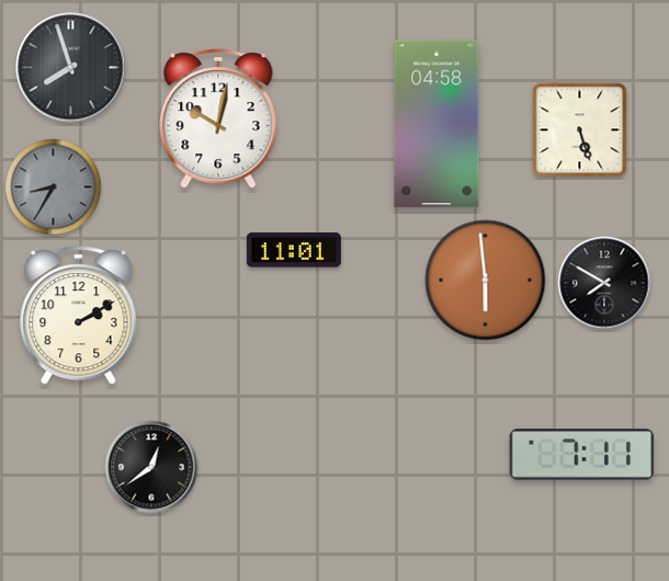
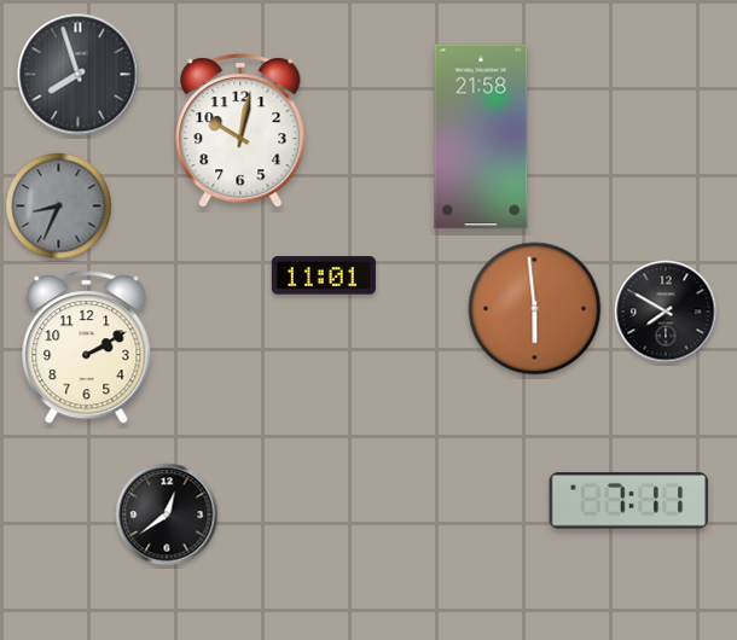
clock at (436, 124): 04:58 -> 21:58
clock at (580, 130): 5:27 -> none
clock at (54, 187): 8:35 -> 8:34
clock at (582, 455) position: (582, 455) -> (629, 501)
